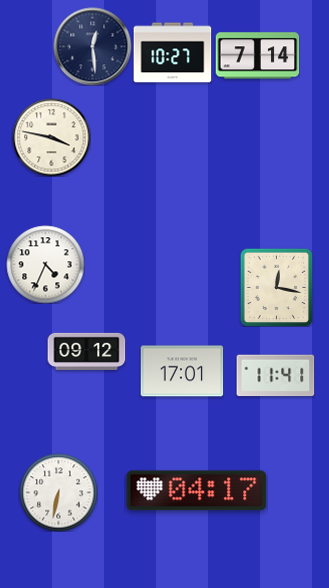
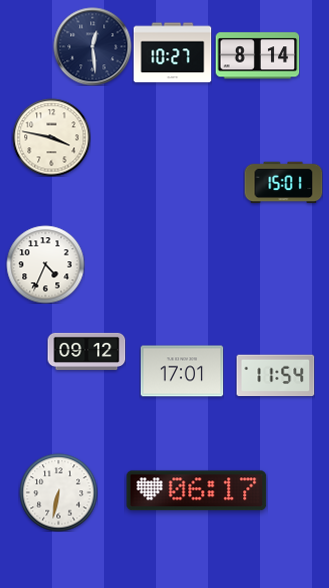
clock at (257, 56): 7:14 -> 8:14
clock at (283, 183): none -> 15:01
clock at (277, 287): 12:17 -> none
clock at (275, 376): 11:41 -> 11:54
clock at (197, 491): 04:17 -> 06:17
